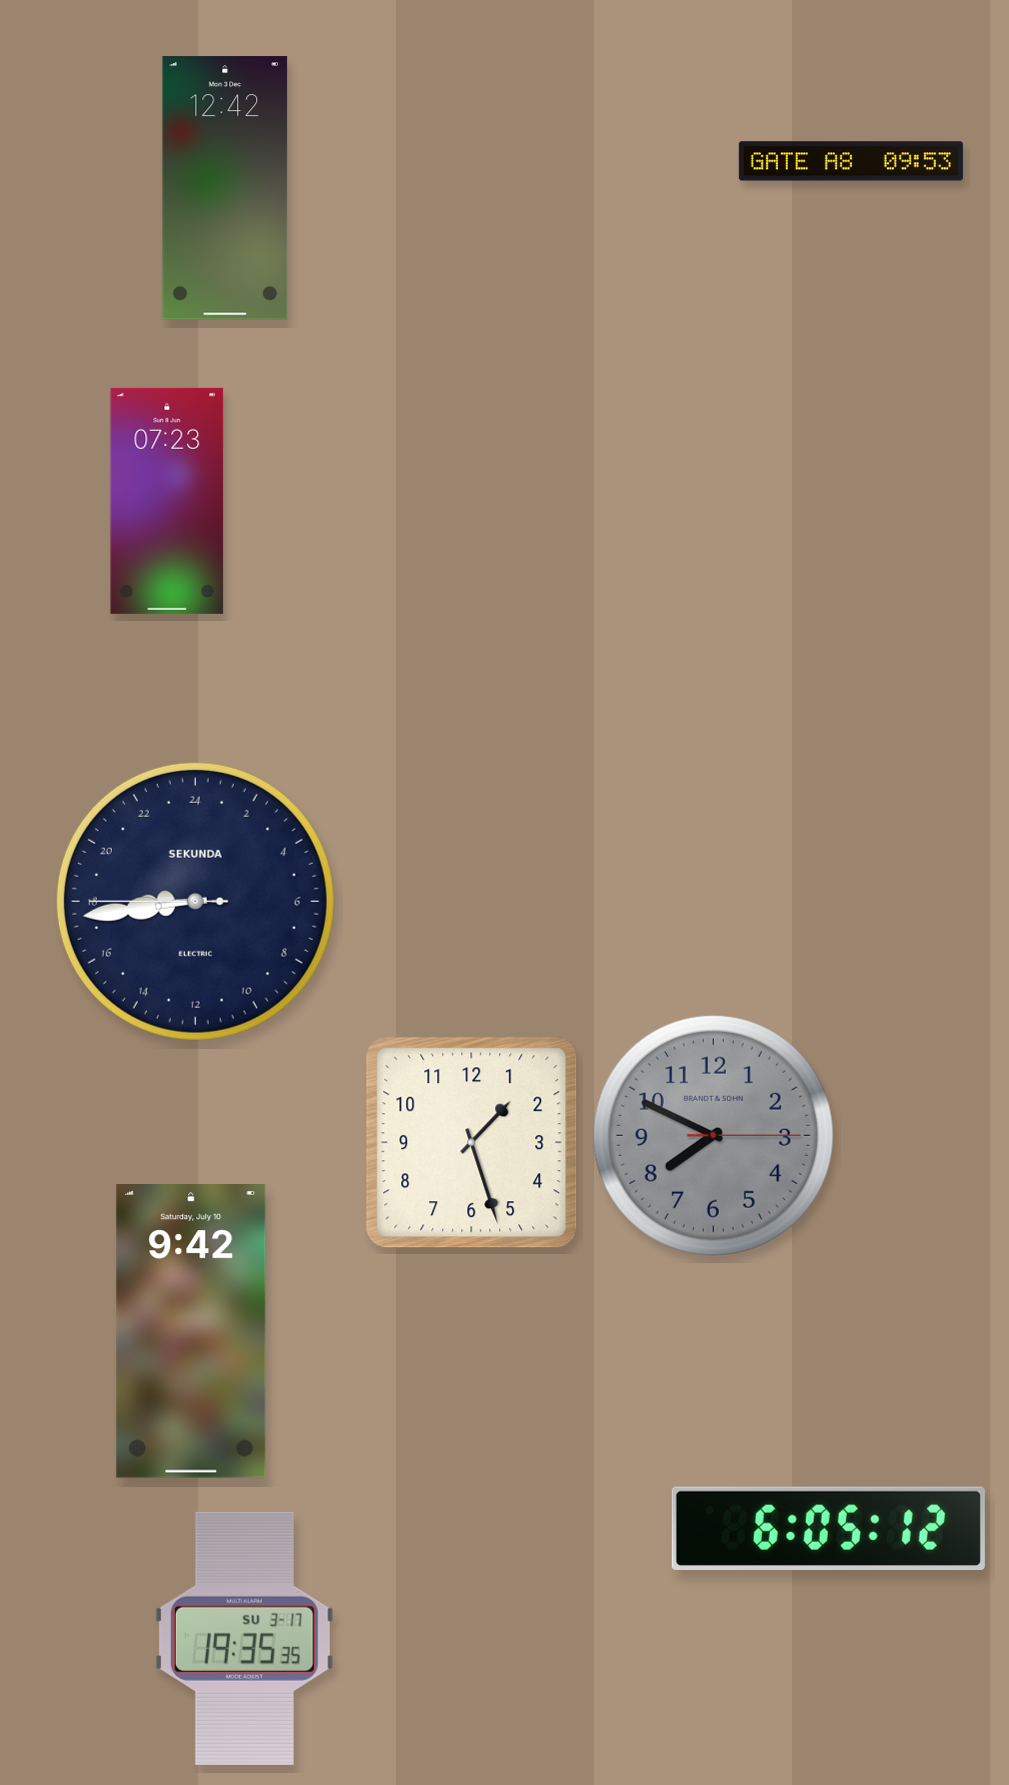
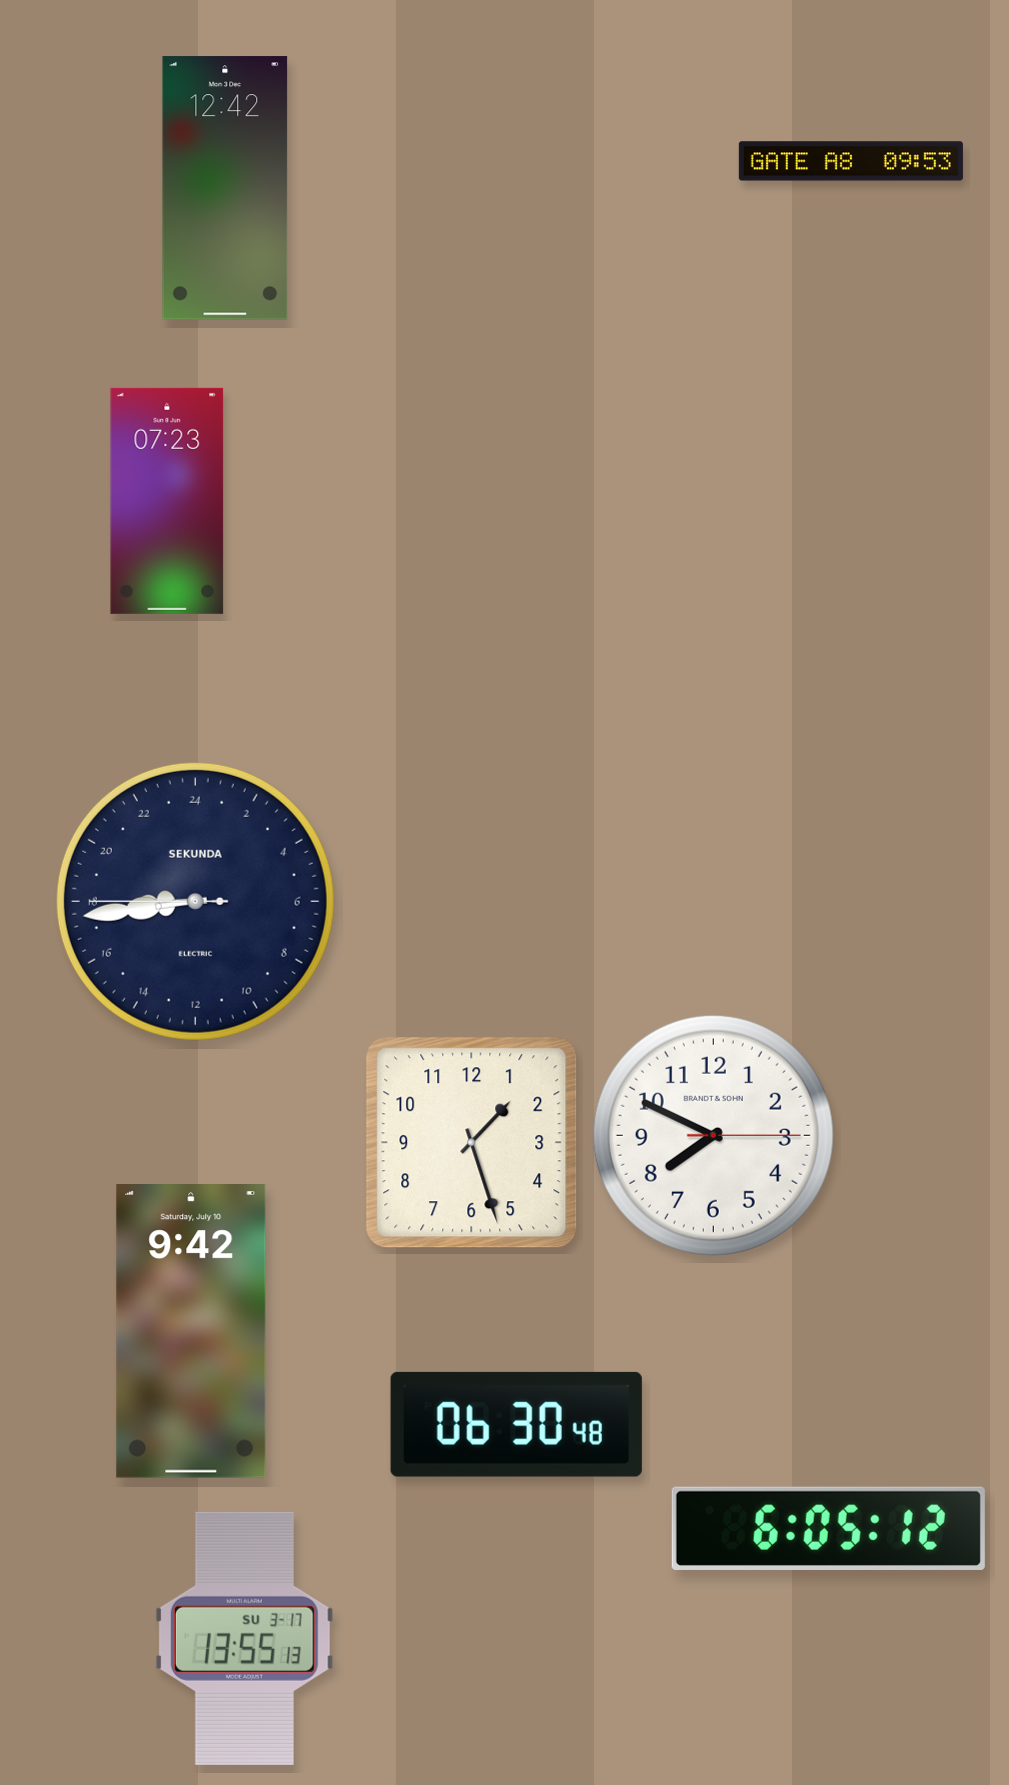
clock at (713, 1135) dial: grey -> white
clock at (516, 1424): none -> 06:30
clock at (244, 1638): 19:35 -> 13:55
